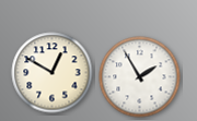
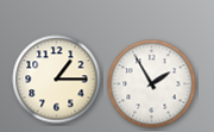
clock at (53, 73): 12:50 -> 1:15
